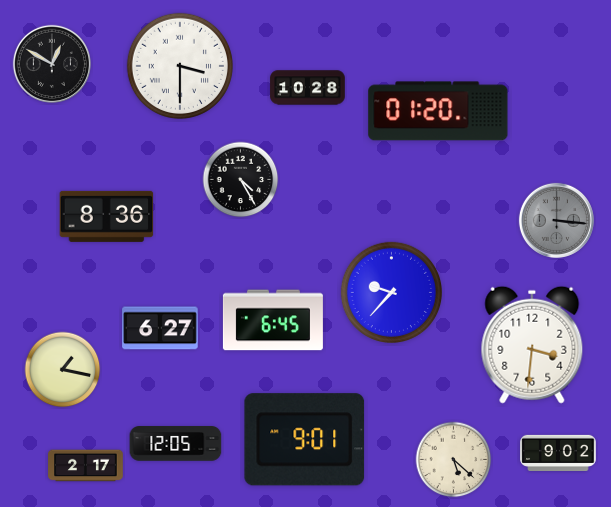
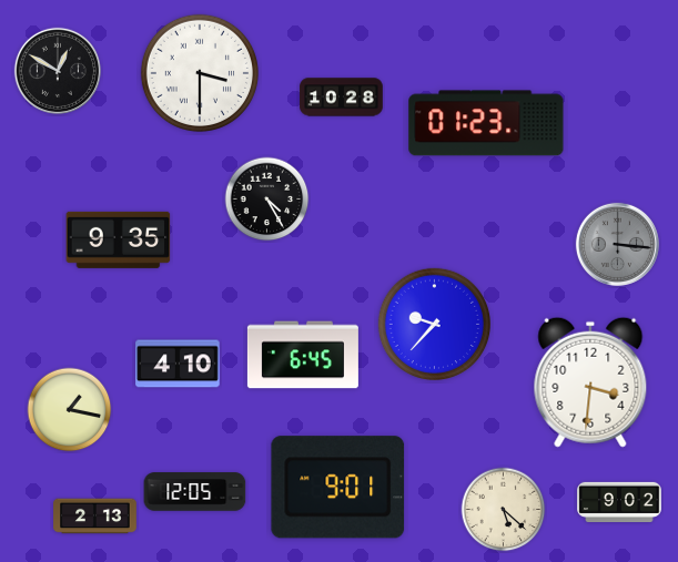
clock at (438, 111): 01:20 -> 01:23
clock at (107, 216): 8:36 -> 9:35
clock at (160, 328): 6:27 -> 4:10
clock at (86, 466): 2:17 -> 2:13
